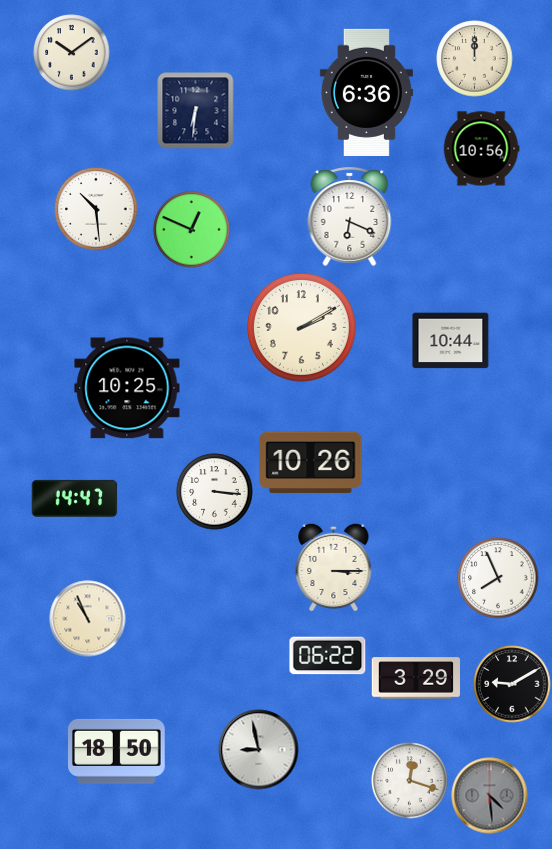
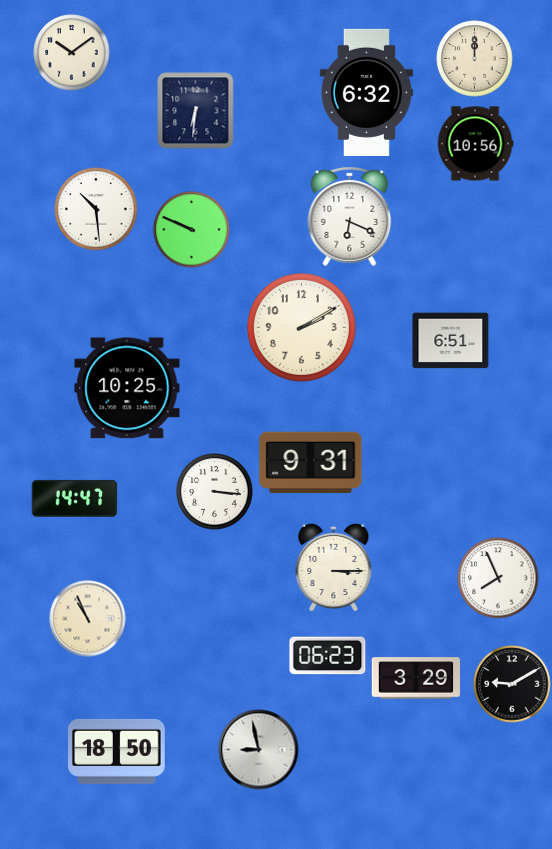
clock at (366, 92): 6:36 -> 6:32
clock at (481, 149) position: (481, 149) -> (475, 144)
clock at (192, 230): 12:49 -> 9:49
clock at (451, 341): 10:44 -> 6:51
clock at (311, 463): 10:26 -> 9:31
clock at (328, 656): 06:22 -> 06:23
clock at (410, 781): 12:18 -> none
clock at (490, 796): 4:29 -> none
